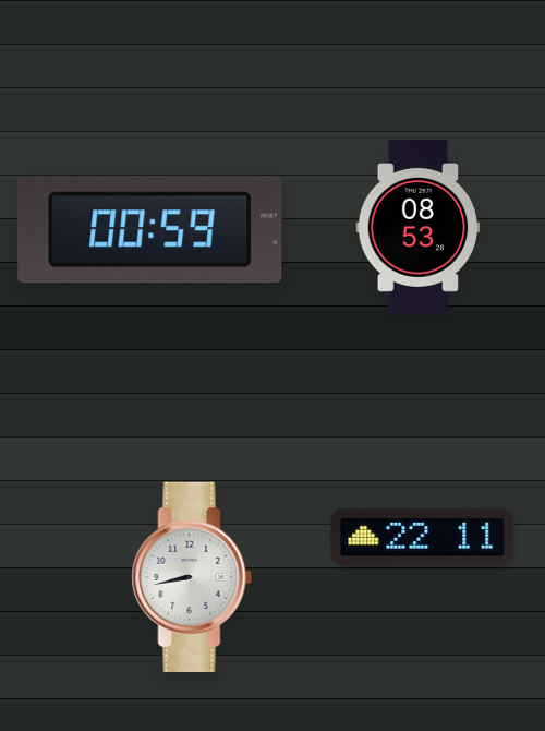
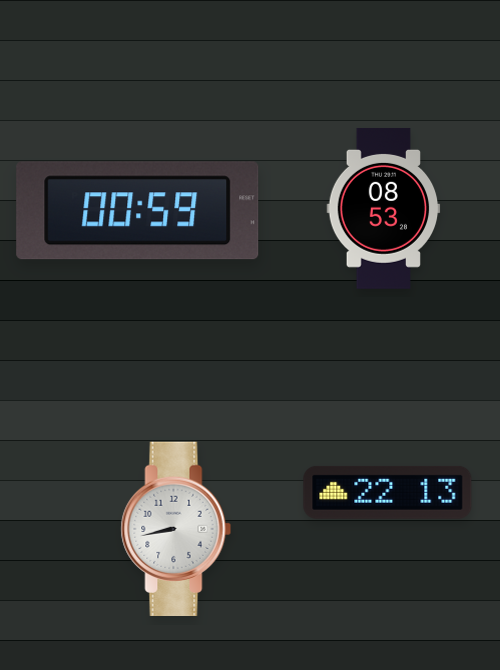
clock at (423, 537): 22:11 -> 22:13
